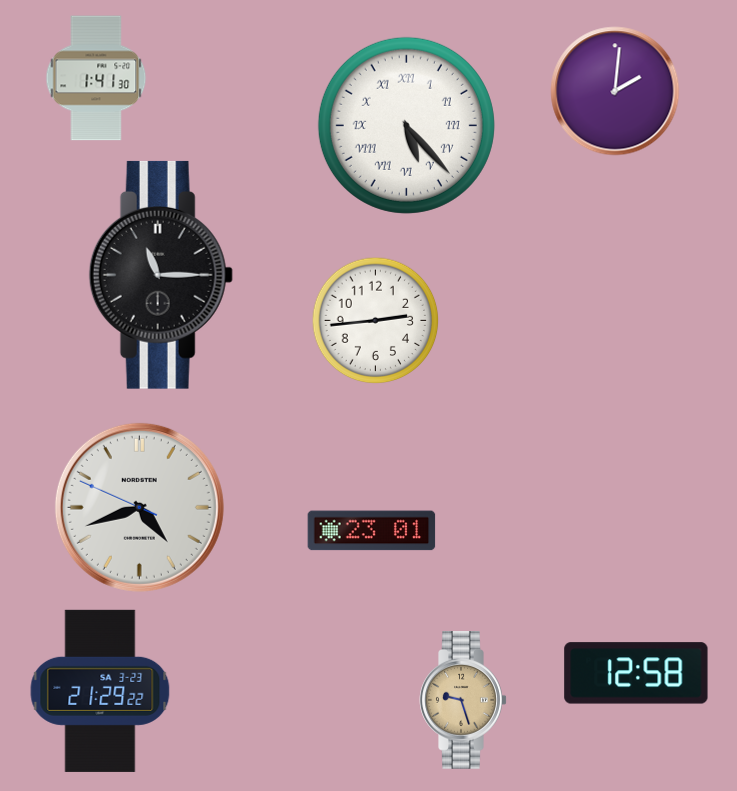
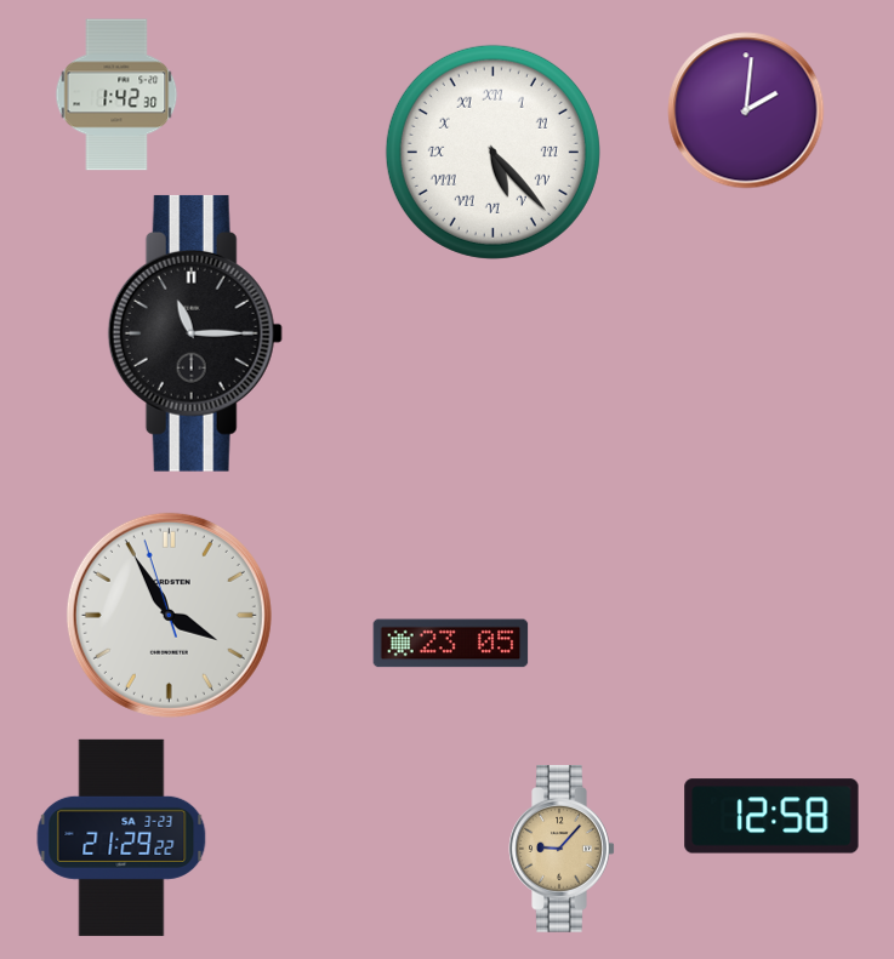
clock at (96, 78): 1:41 -> 1:42
clock at (376, 321): 2:44 -> none
clock at (139, 507): 4:41 -> 3:54
clock at (372, 531): 23:01 -> 23:05
clock at (463, 701): 9:27 -> 9:07
